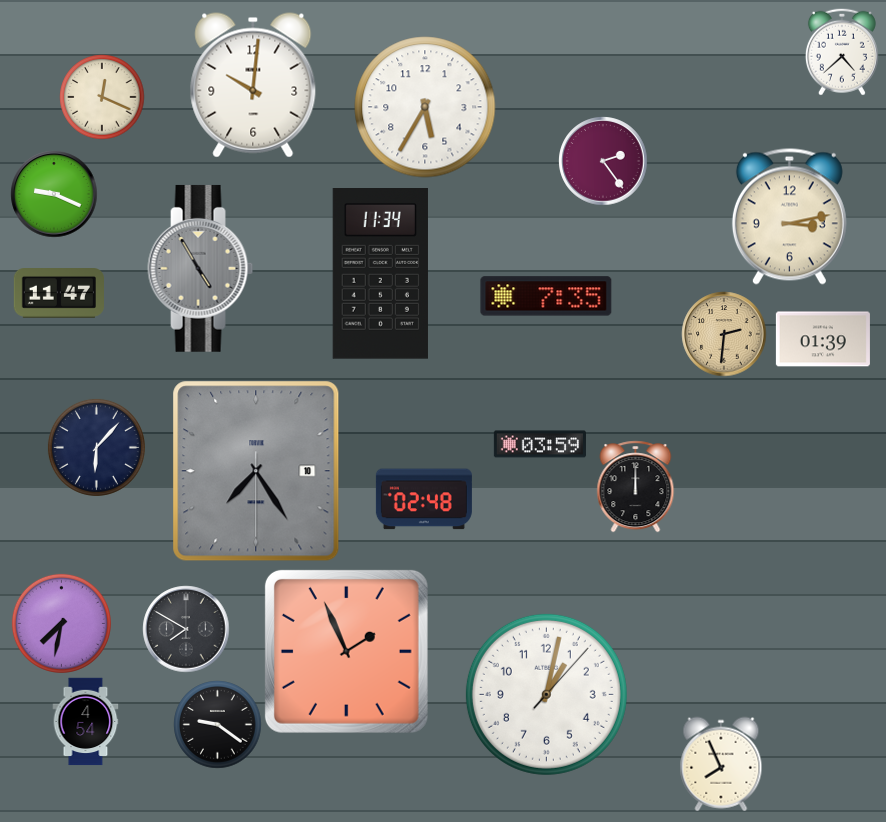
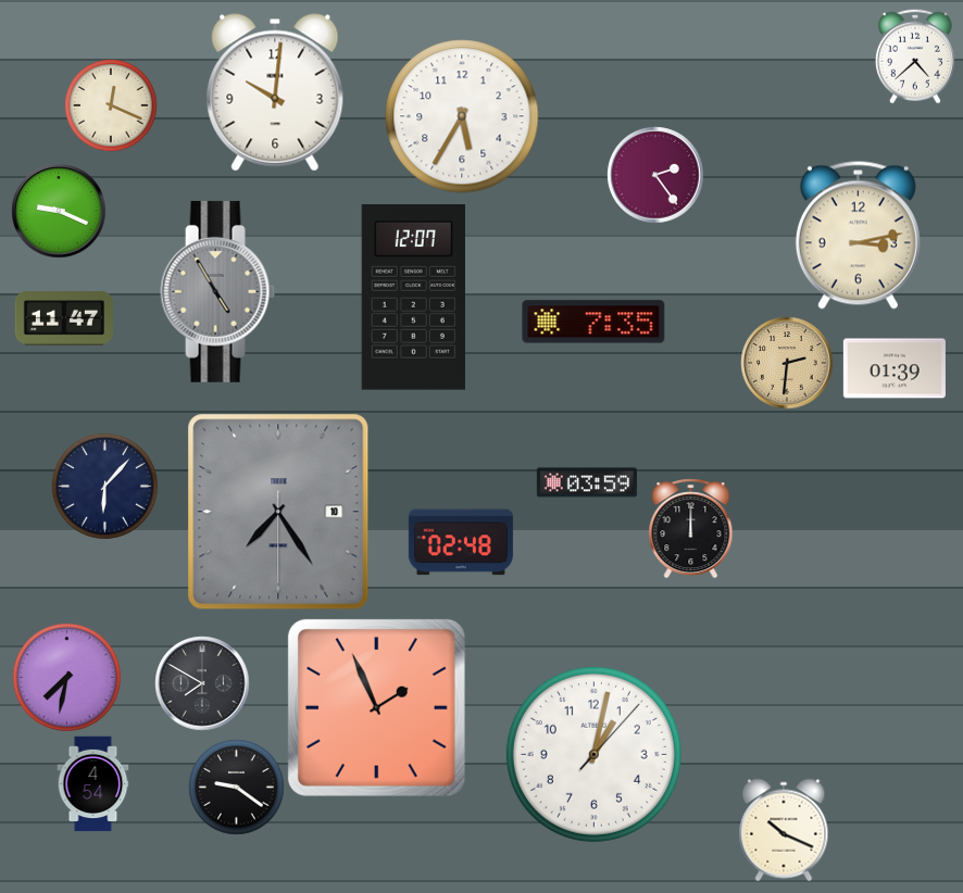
clock at (380, 274): 11:34 -> 12:07
clock at (721, 764): 7:56 -> 10:19
